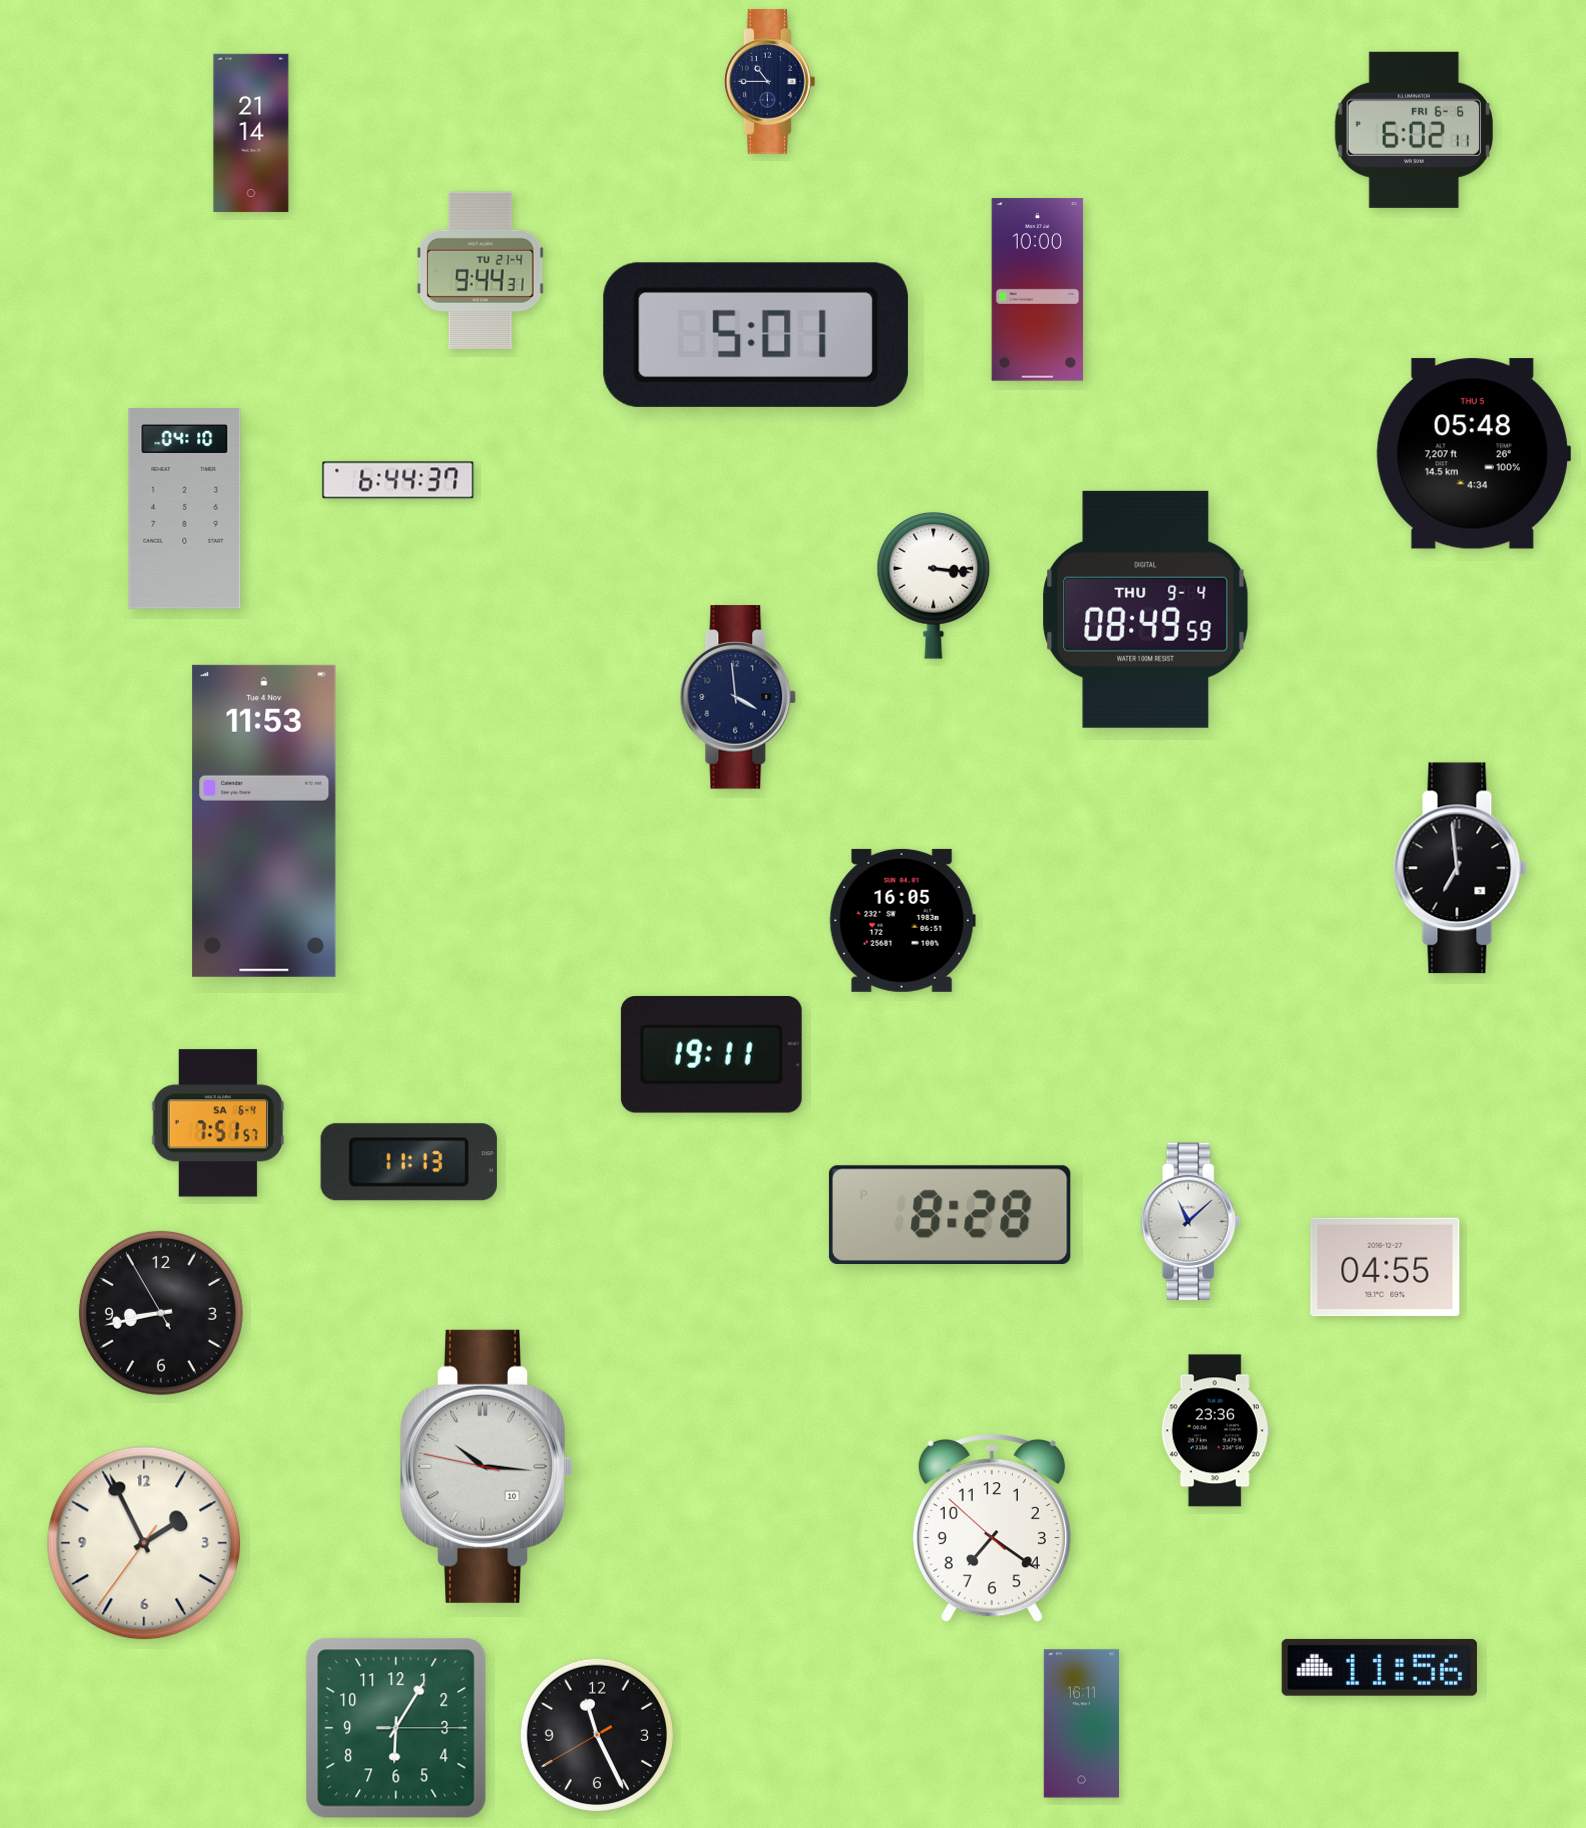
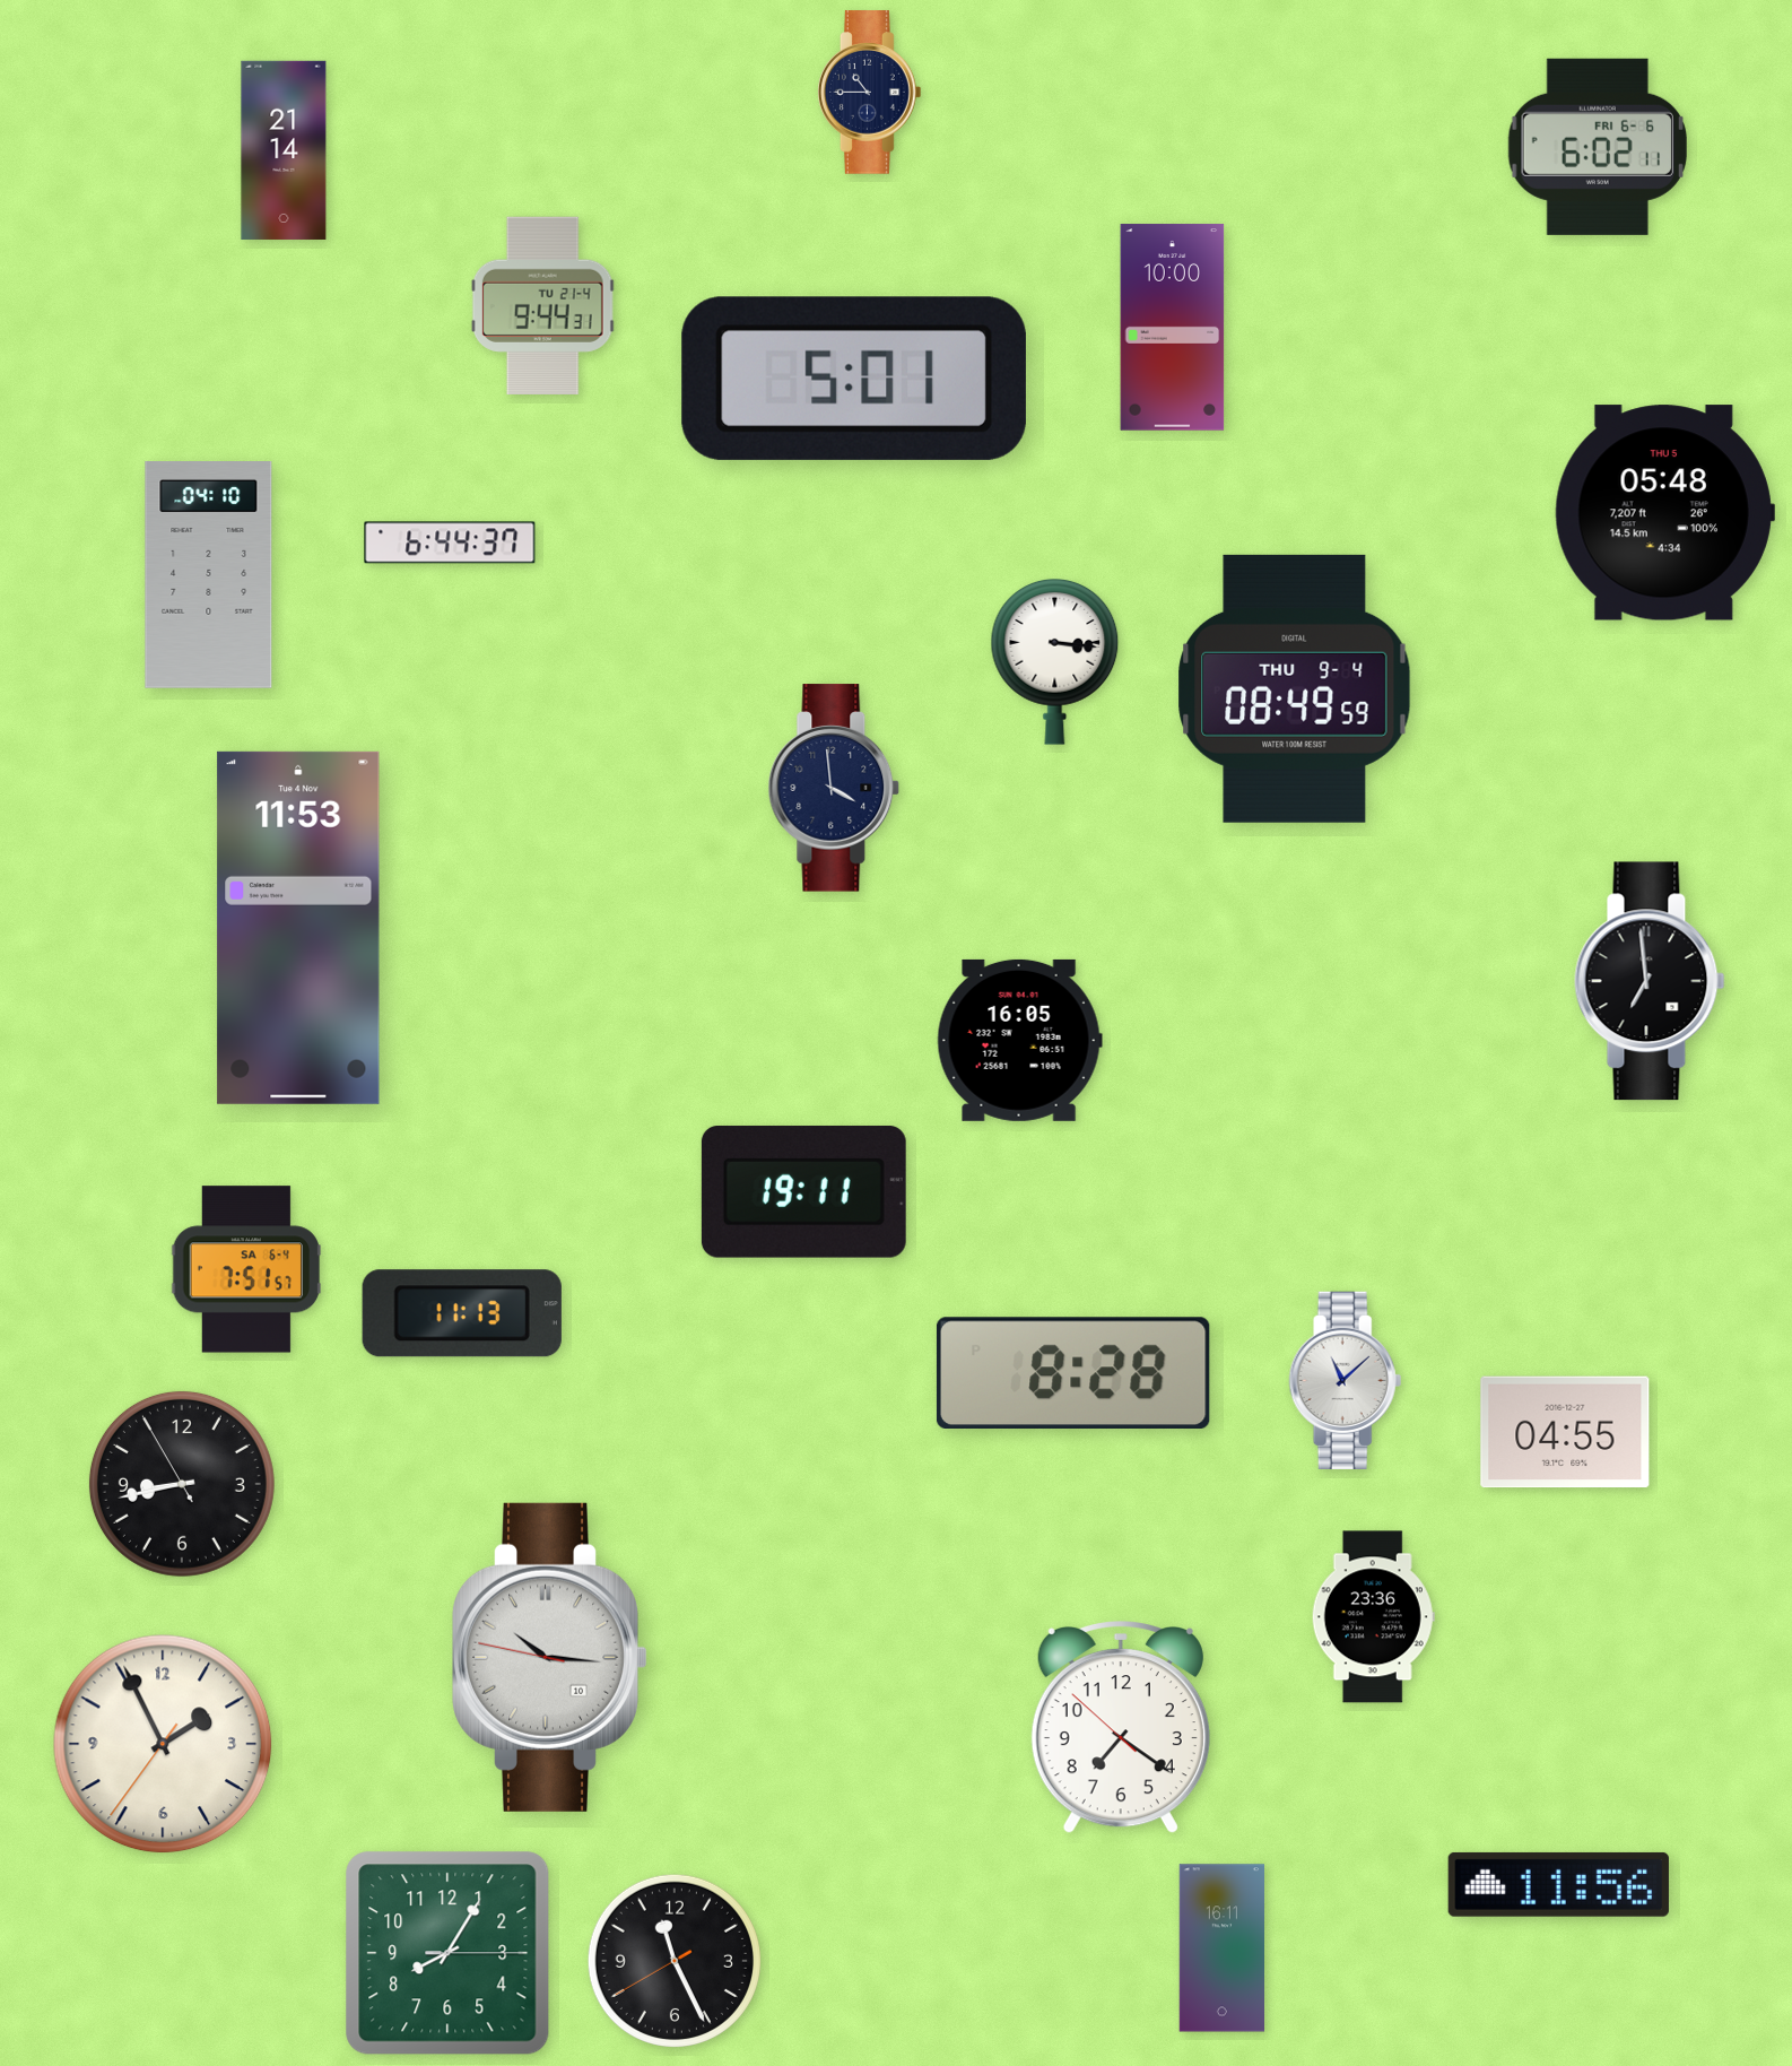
clock at (396, 1728): 6:05 -> 8:05
